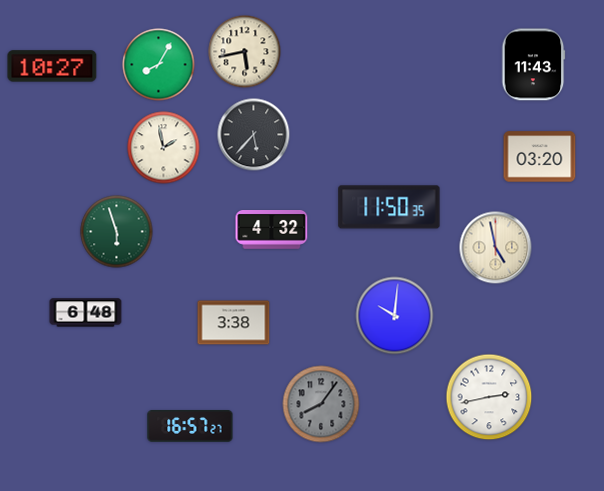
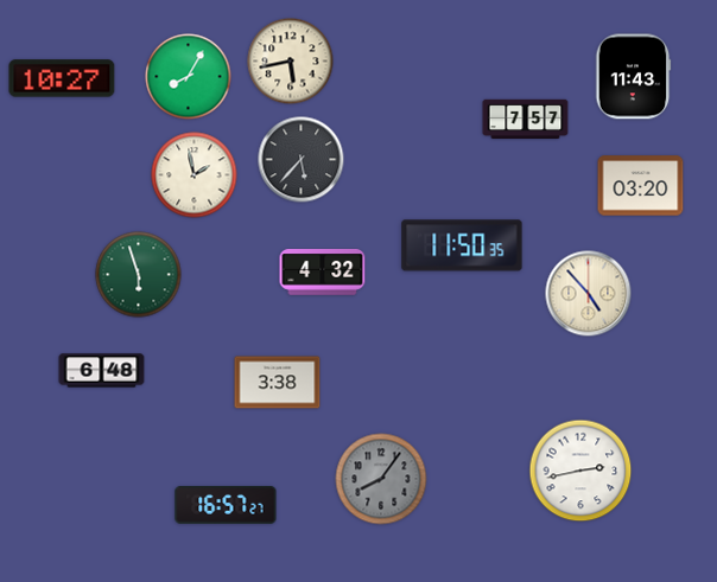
clock at (526, 120): none -> 7:57
clock at (496, 248): 4:58 -> 4:53
clock at (395, 316): 10:01 -> none
